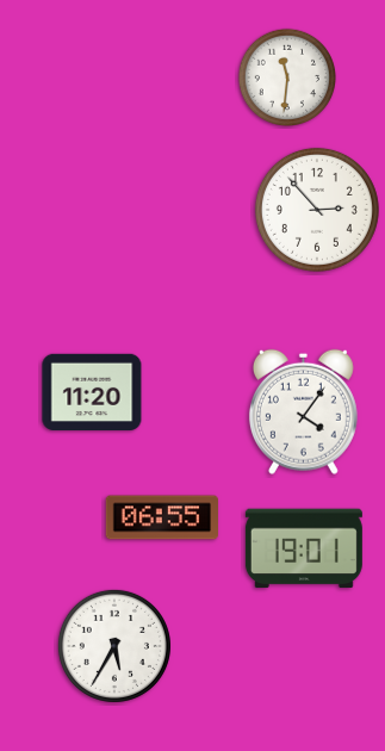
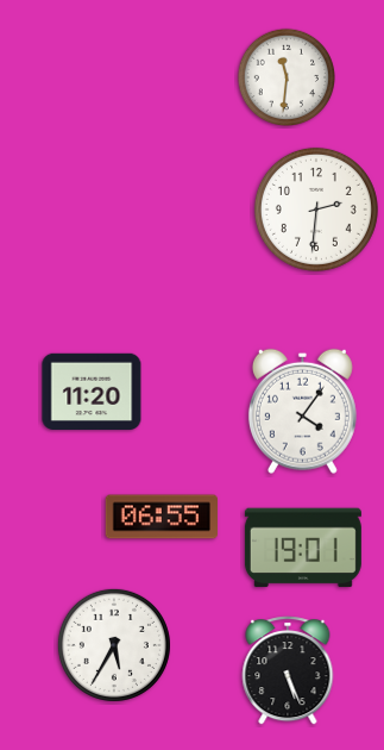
clock at (317, 210): 2:53 -> 2:31
clock at (288, 670): none -> 5:26
